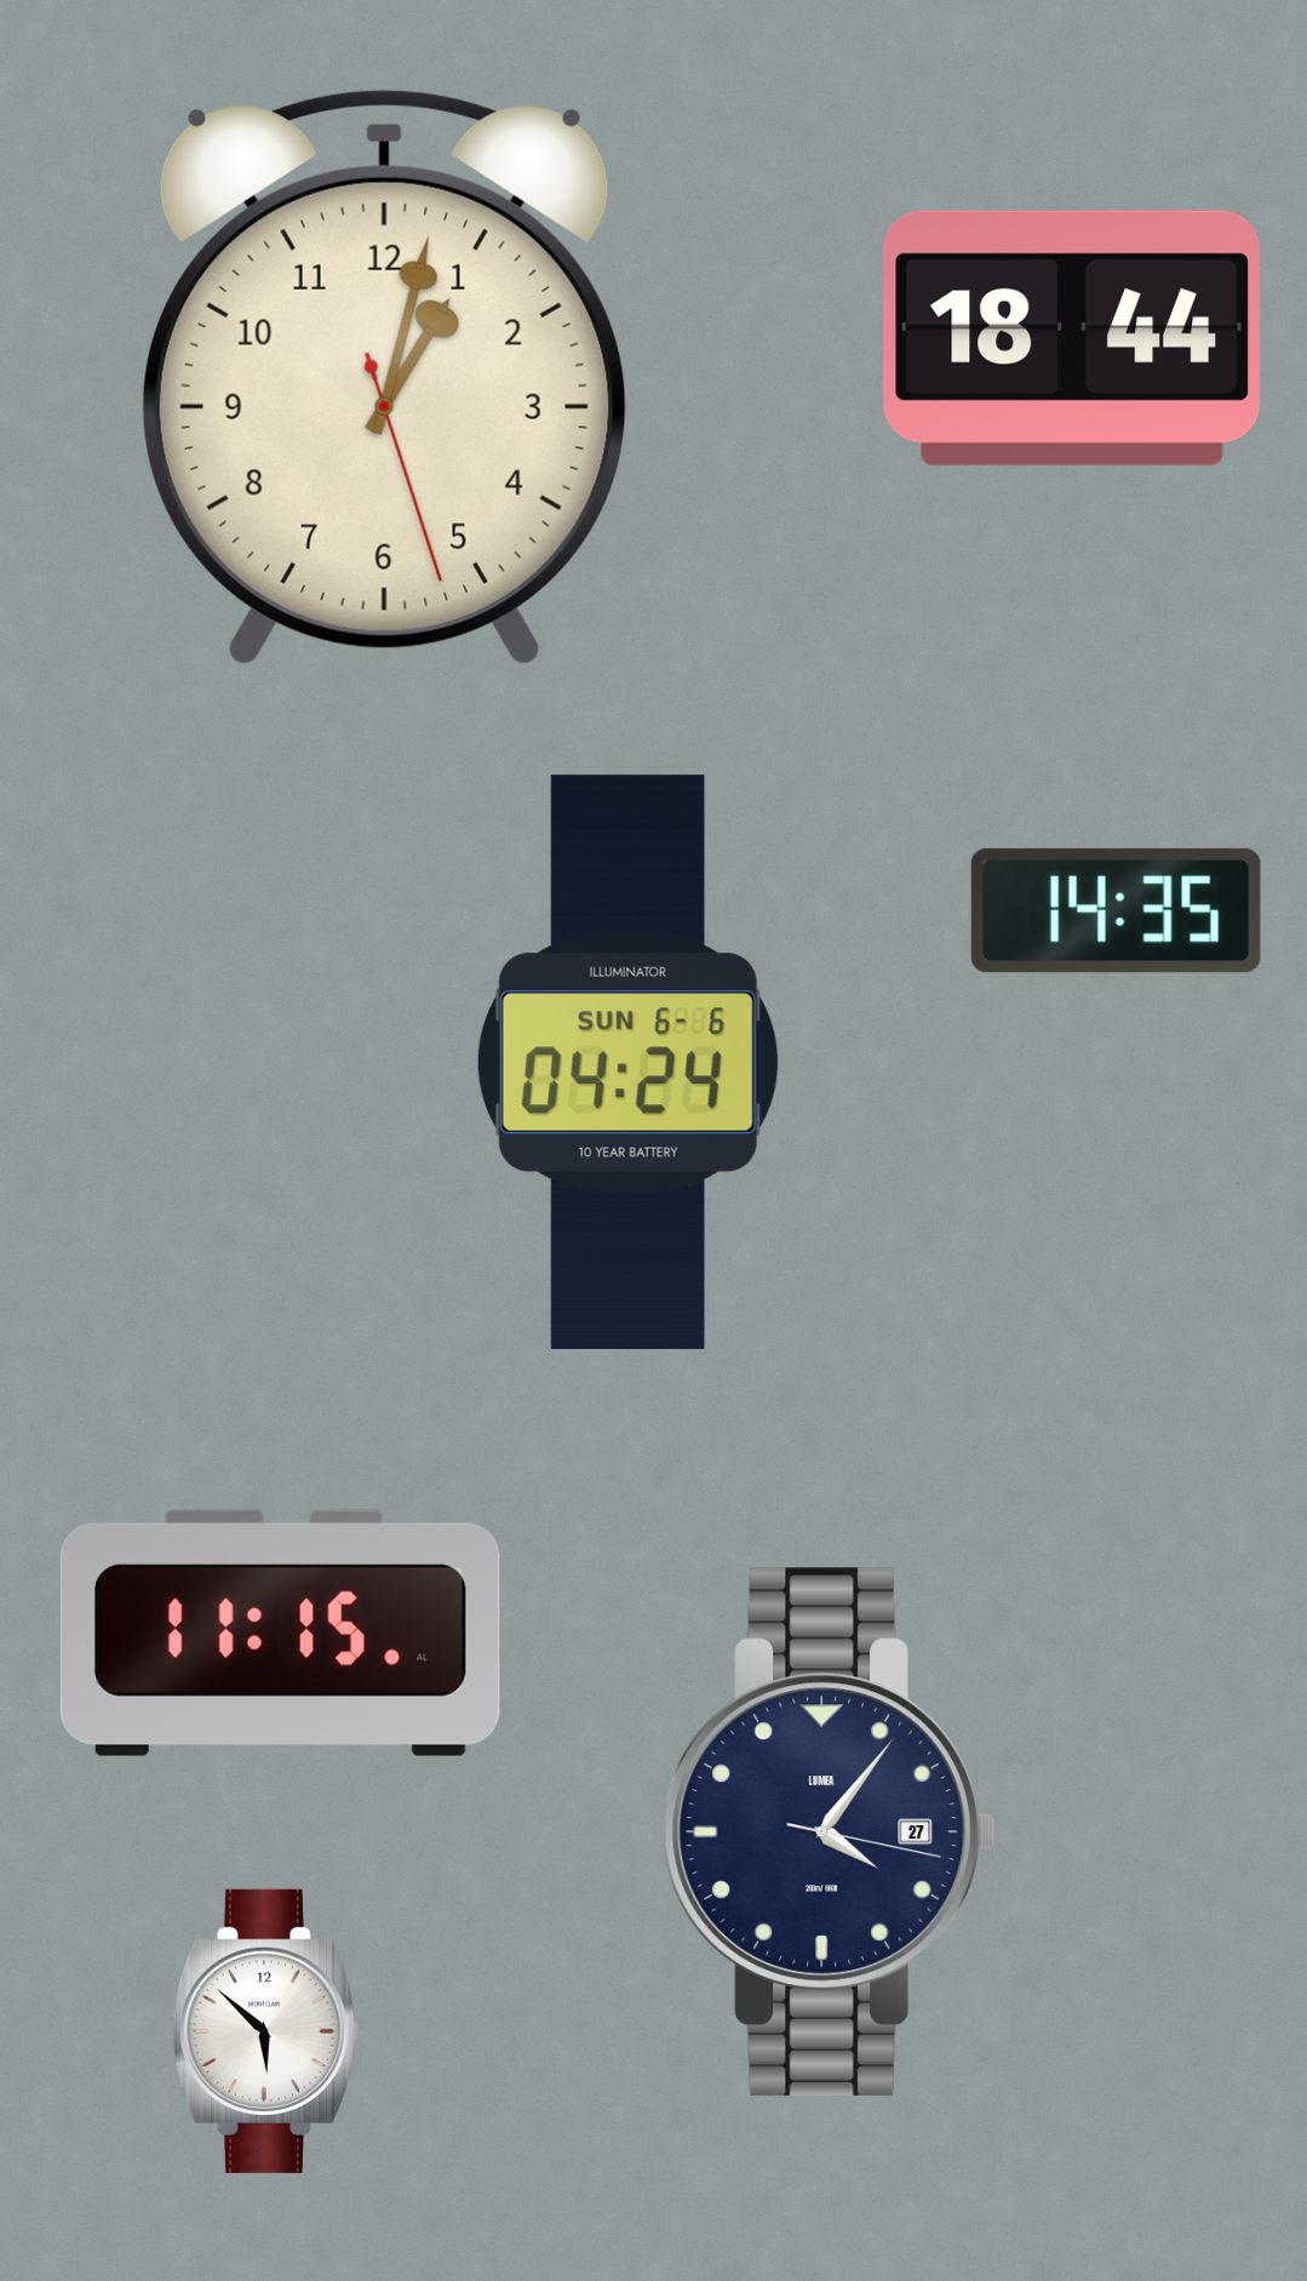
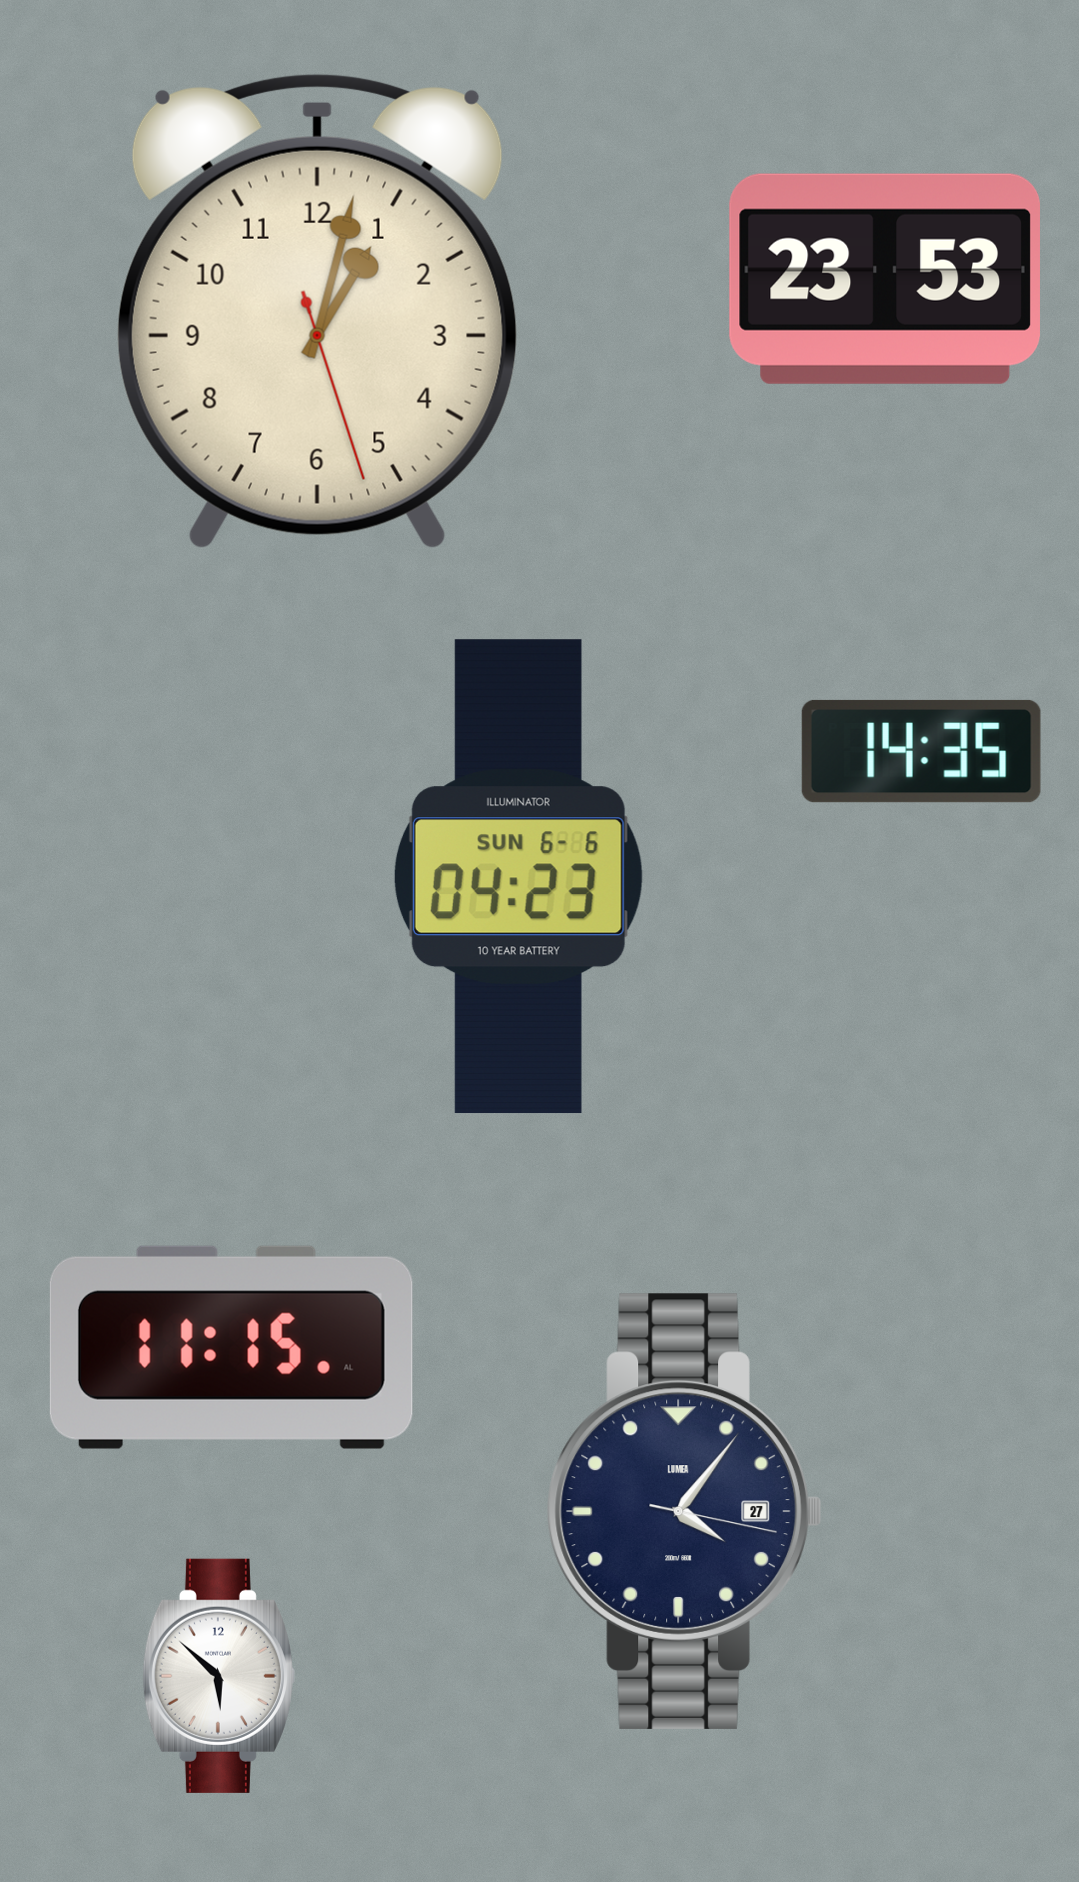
clock at (1072, 338): 18:44 -> 23:53
clock at (627, 1063): 04:24 -> 04:23
